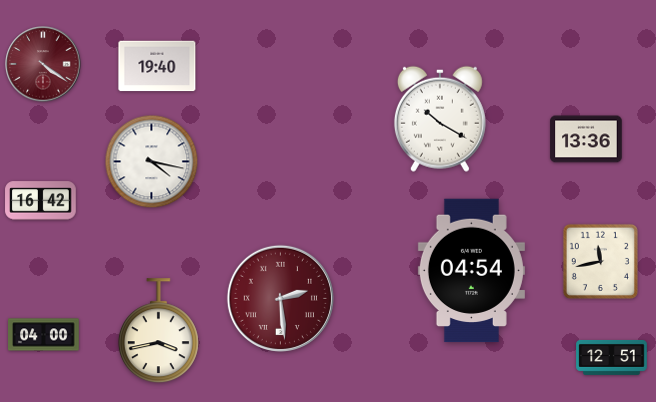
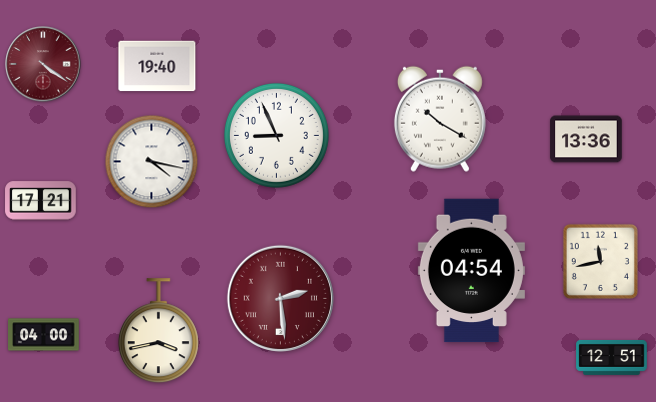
clock at (276, 135): none -> 8:56
clock at (41, 201): 16:42 -> 17:21
